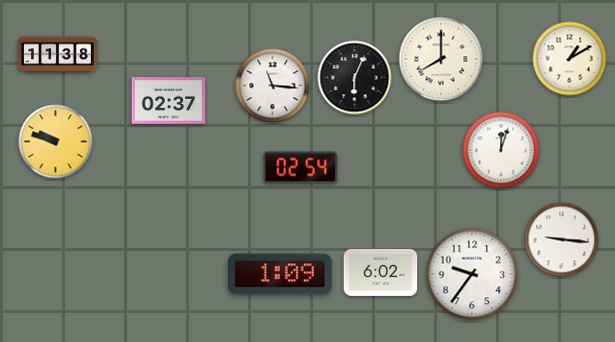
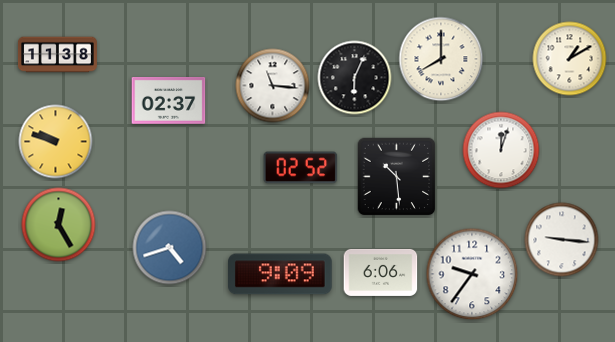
clock at (301, 168): 02:54 -> 02:52
clock at (397, 177): none -> 10:29
clock at (59, 225): none -> 12:25
clock at (170, 248): none -> 4:42
clock at (381, 272): 6:02 -> 6:06
clock at (281, 274): 1:09 -> 9:09
